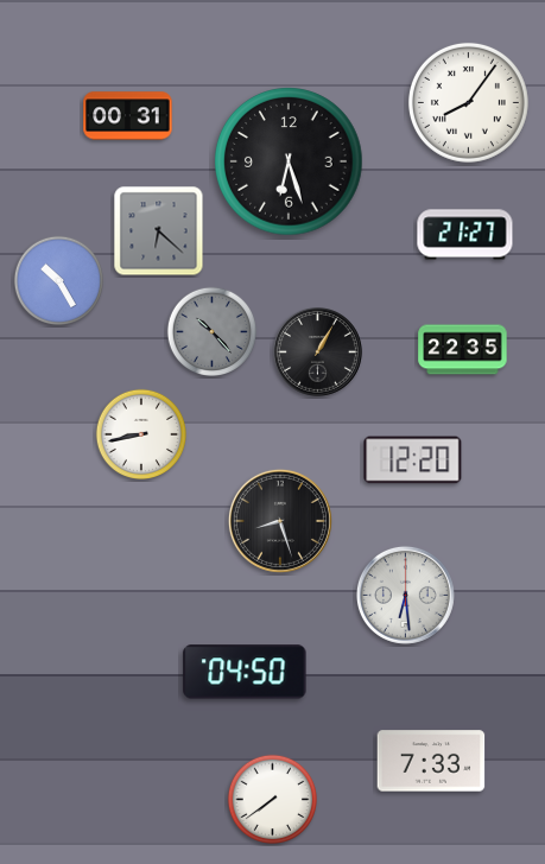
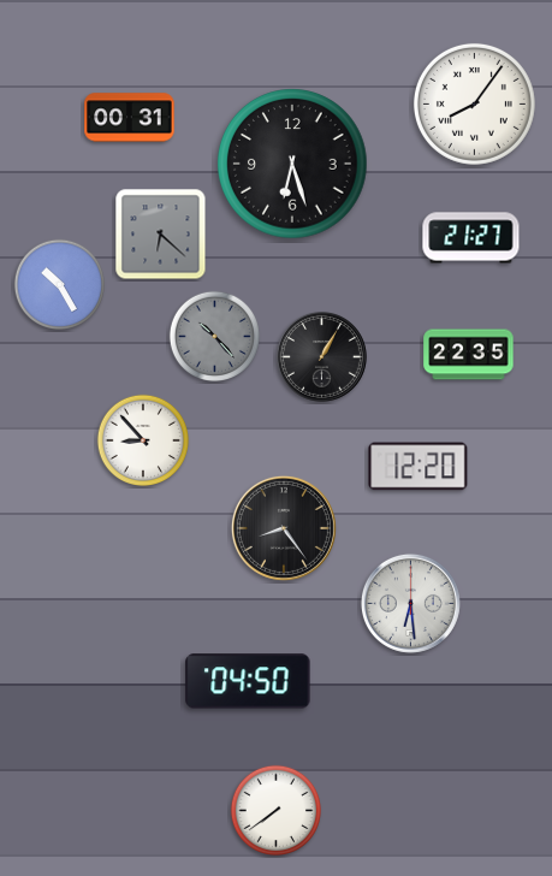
clock at (140, 433): 8:43 -> 8:53
clock at (280, 521): 8:27 -> 8:24
clock at (431, 761): 7:33 -> none
